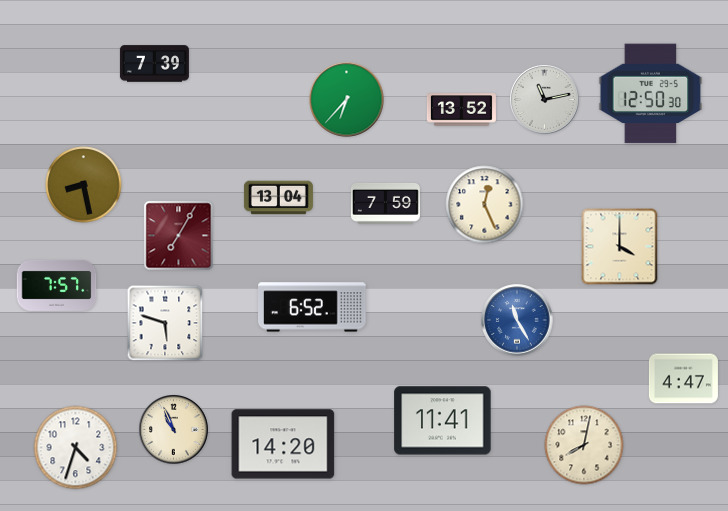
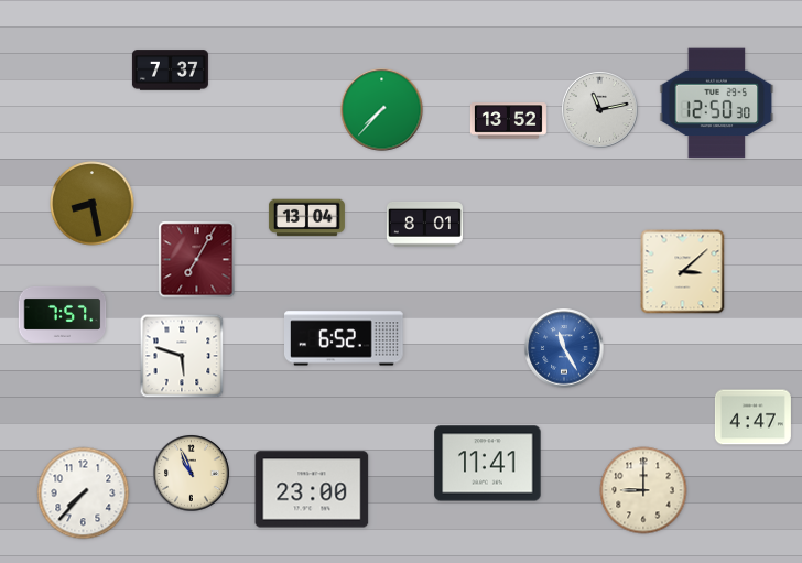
clock at (154, 64): 7:39 -> 7:37
clock at (347, 100): 6:37 -> 7:37
clock at (385, 203): 7:59 -> 8:01
clock at (485, 205): 12:26 -> none
clock at (620, 247): 4:00 -> 3:08
clock at (517, 320) position: (517, 320) -> (564, 348)
clock at (283, 444): 14:20 -> 23:00
clock at (584, 445): 8:02 -> 9:00
clock at (76, 448): 4:33 -> 7:37
